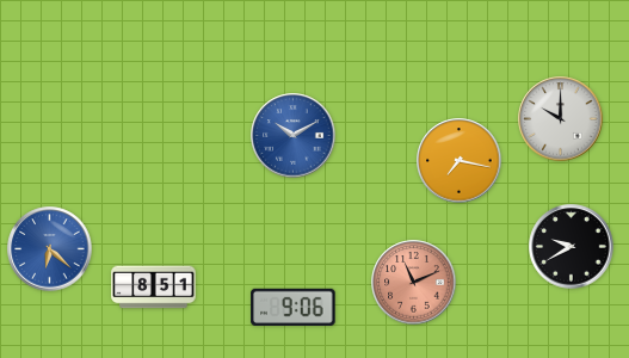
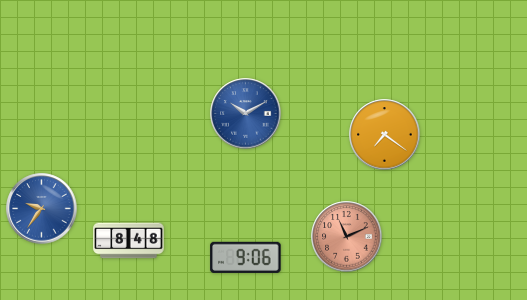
clock at (561, 119): 10:00 -> none
clock at (460, 161): 7:17 -> 7:21
clock at (572, 247): 9:40 -> none
clock at (50, 249): 6:22 -> 9:36
clock at (154, 288): 8:51 -> 8:48
